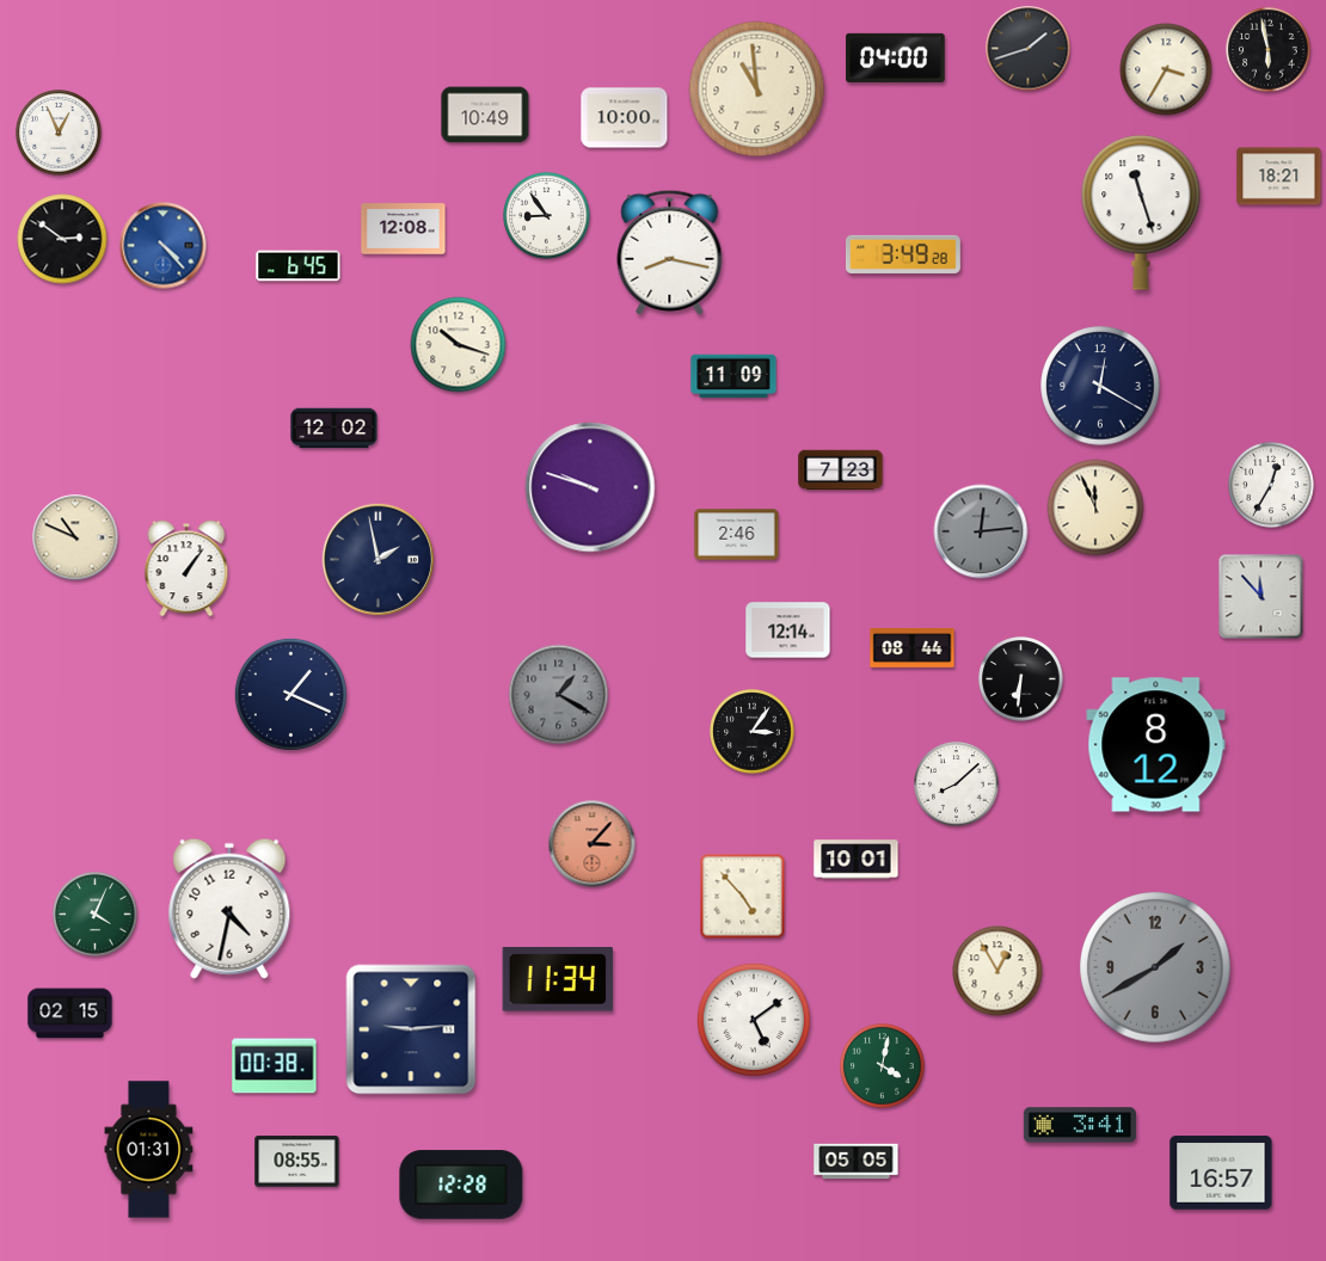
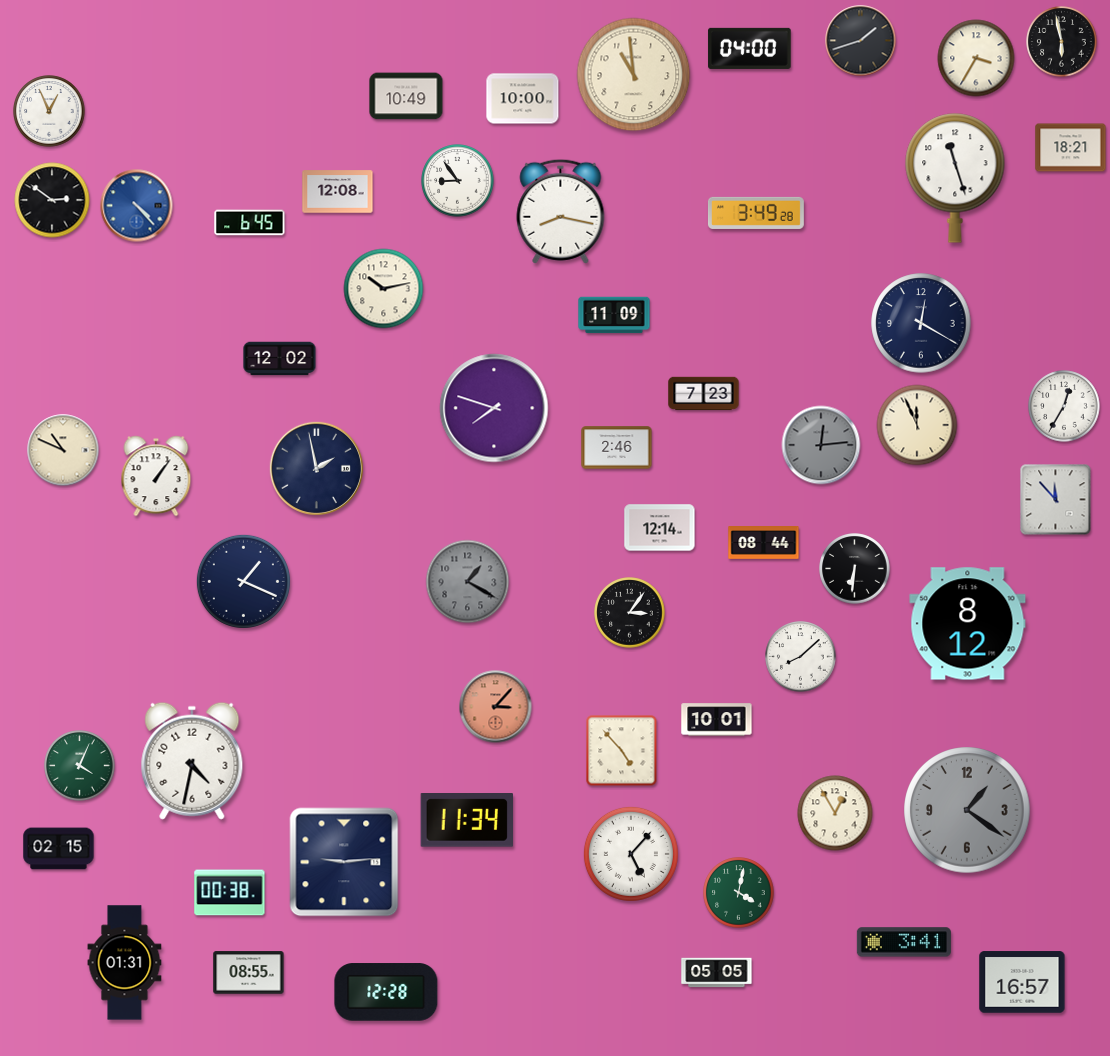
clock at (459, 345): 10:18 -> 10:13
clock at (590, 487): 9:48 -> 7:48
clock at (1155, 967): 1:40 -> 1:21
clock at (754, 1020): 5:09 -> 5:07
